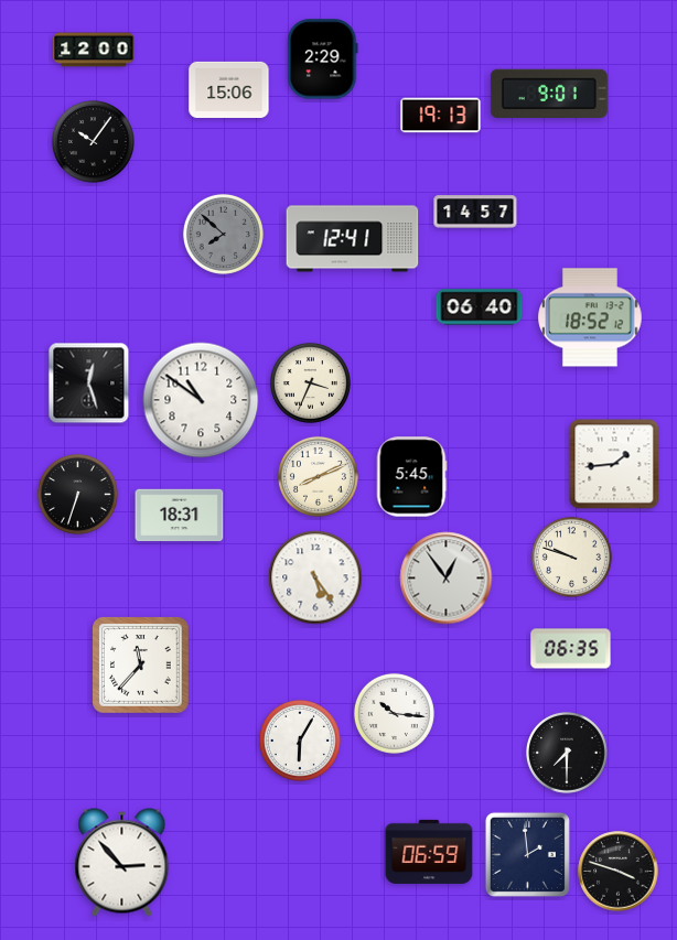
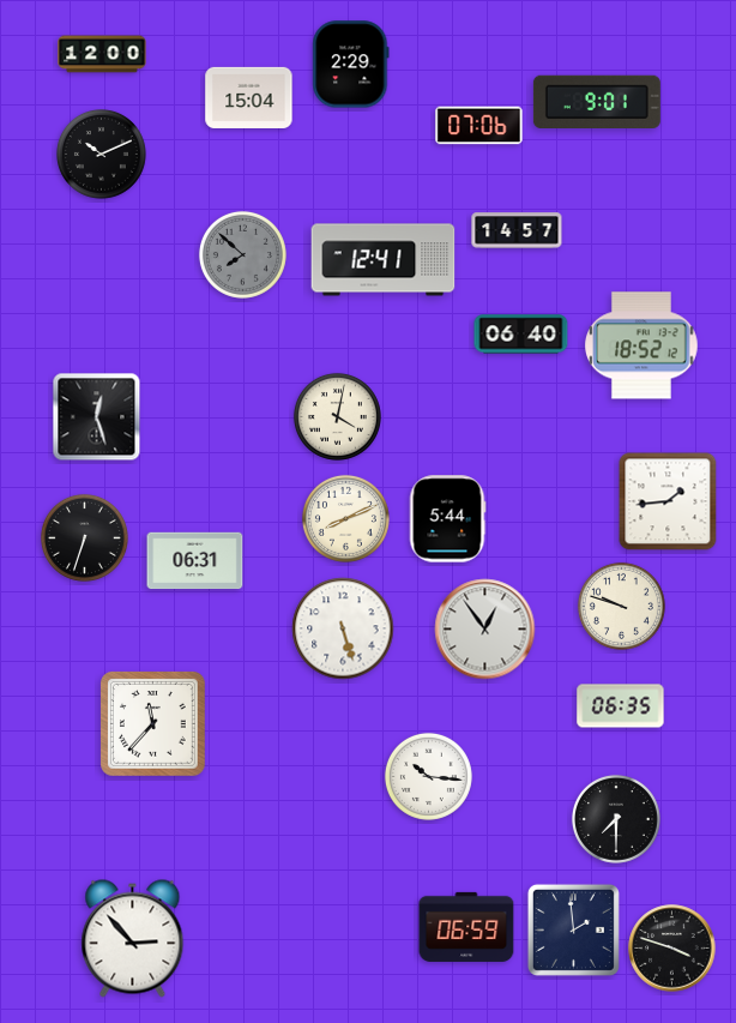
clock at (229, 89): 15:06 -> 15:04
clock at (441, 116): 19:13 -> 07:06
clock at (94, 142): 10:06 -> 10:11
clock at (310, 382): 3:34 -> 4:02
clock at (201, 400): 10:51 -> none
clock at (614, 464) position: (614, 464) -> (668, 501)
clock at (411, 477): 5:45 -> 5:44
clock at (180, 516): 18:31 -> 06:31
clock at (315, 577): 5:24 -> 5:27
clock at (300, 741): 6:05 -> none
